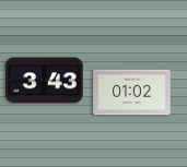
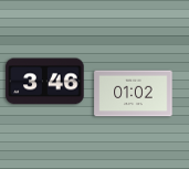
clock at (45, 81): 3:43 -> 3:46
